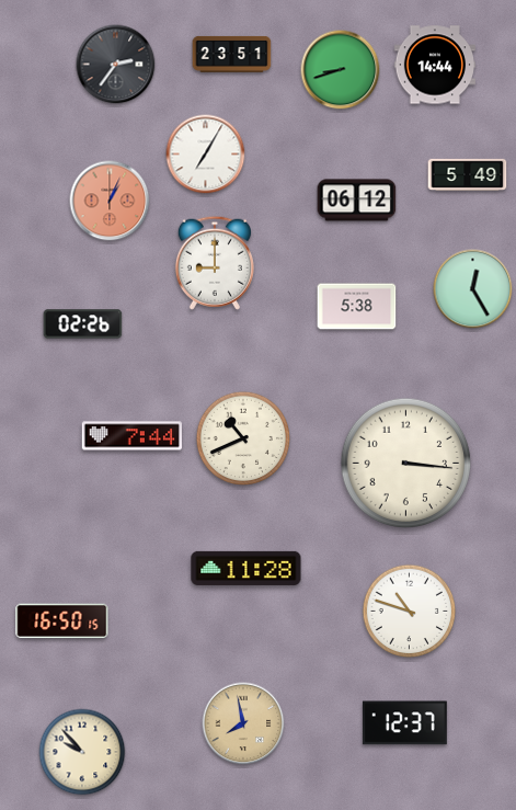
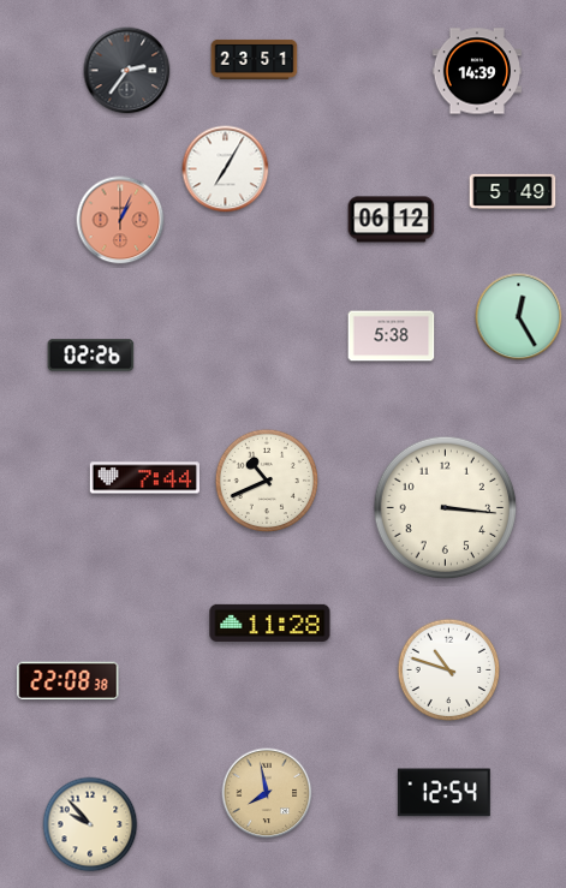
clock at (434, 65): 14:44 -> 14:39
clock at (341, 70): 8:42 -> none
clock at (215, 263): 9:00 -> none
clock at (62, 621): 16:50 -> 22:08
clock at (404, 723): 12:37 -> 12:54
